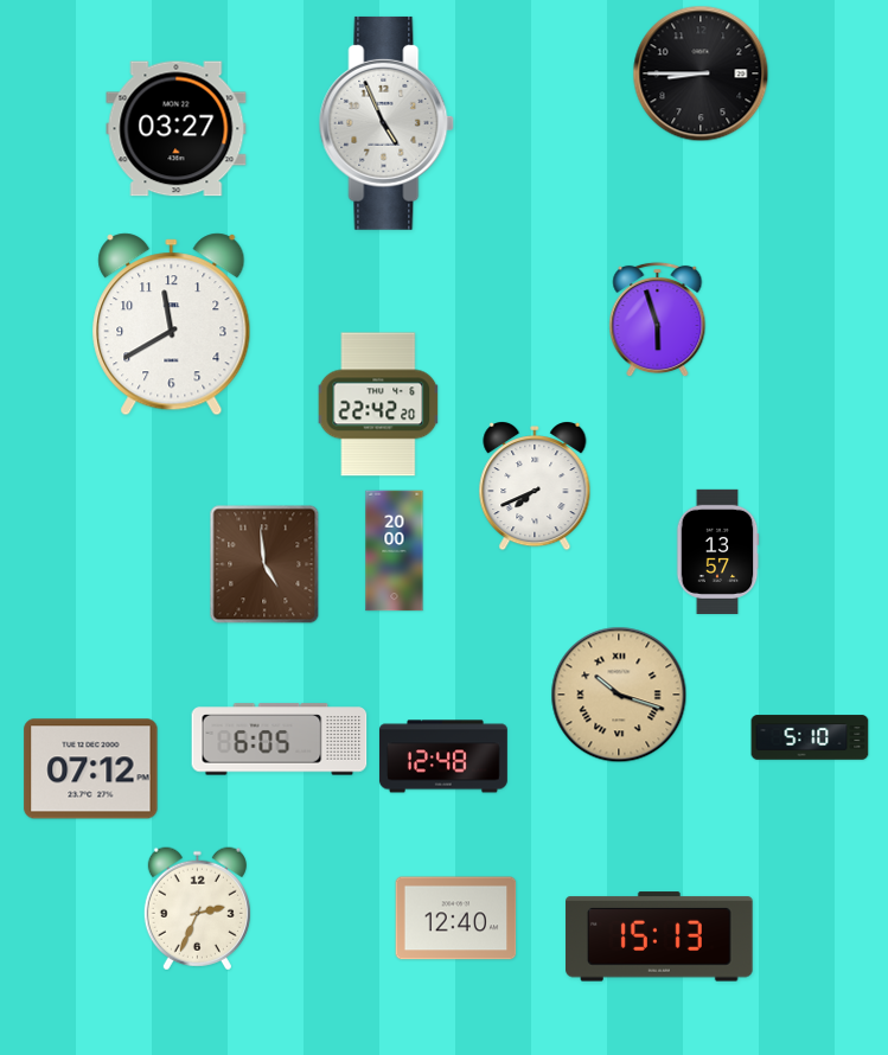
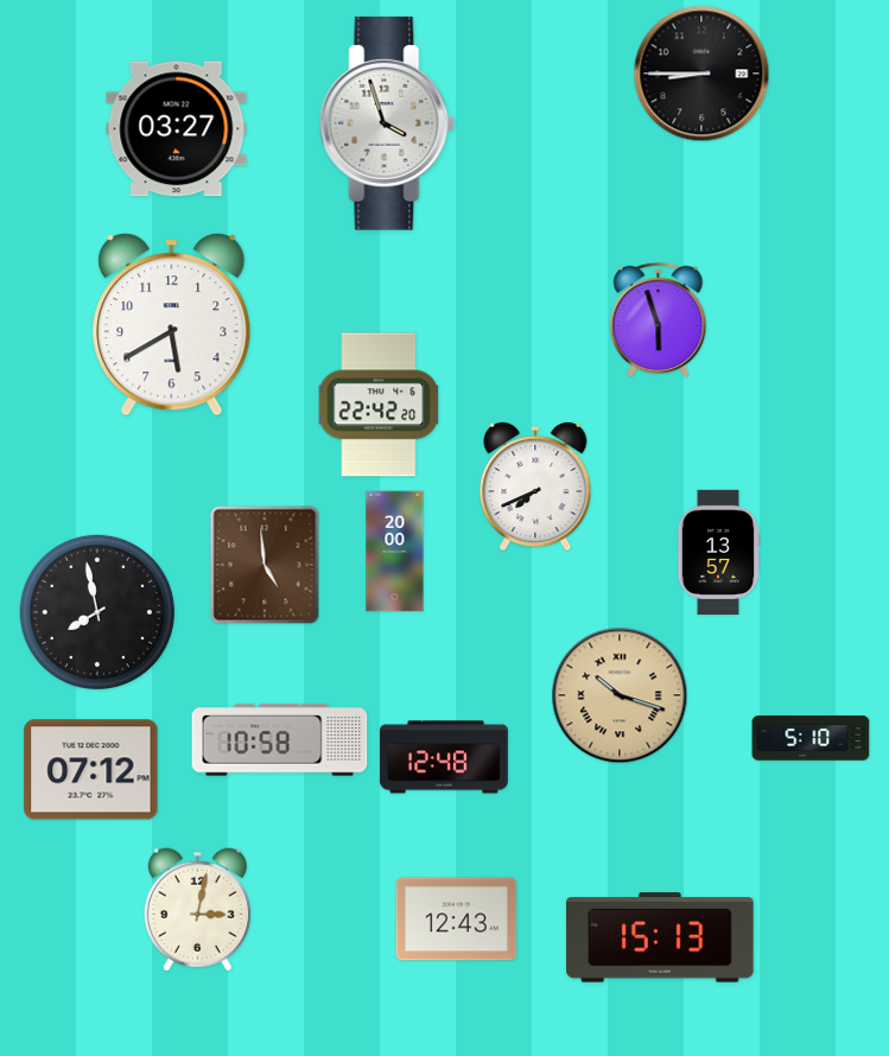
clock at (386, 123): 4:56 -> 3:57
clock at (172, 325): 11:40 -> 5:40
clock at (97, 612): none -> 7:58
clock at (280, 740): 6:05 -> 10:58
clock at (197, 909): 2:34 -> 3:02
clock at (456, 919): 12:40 -> 12:43
